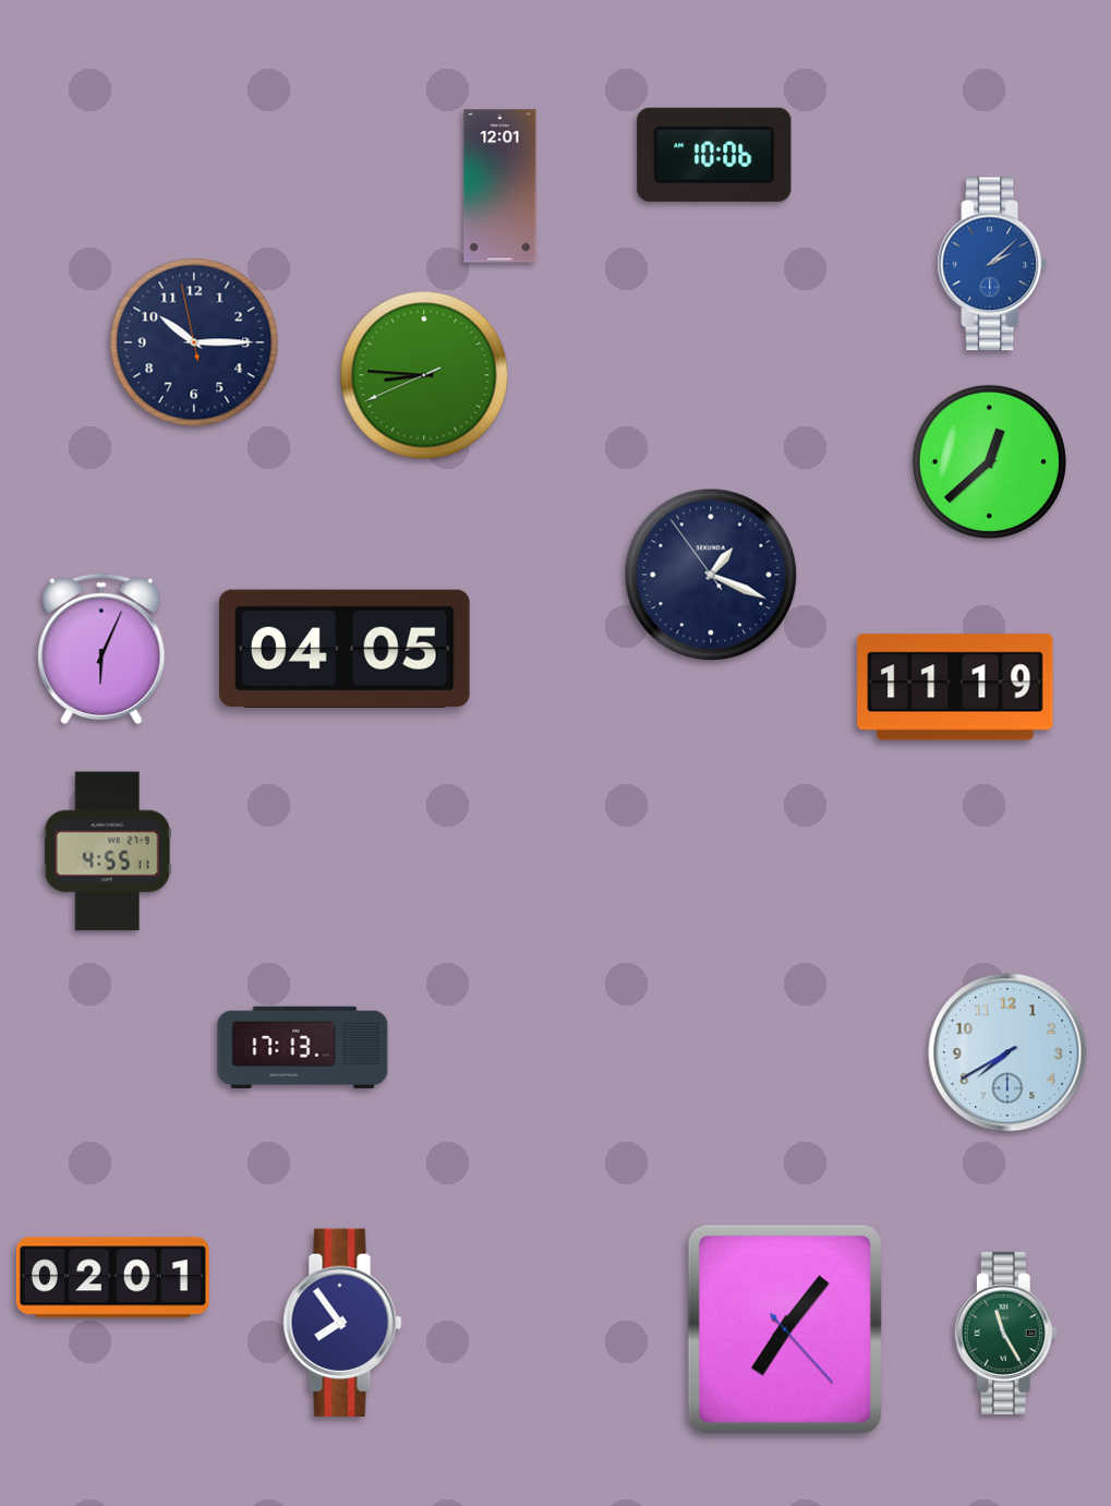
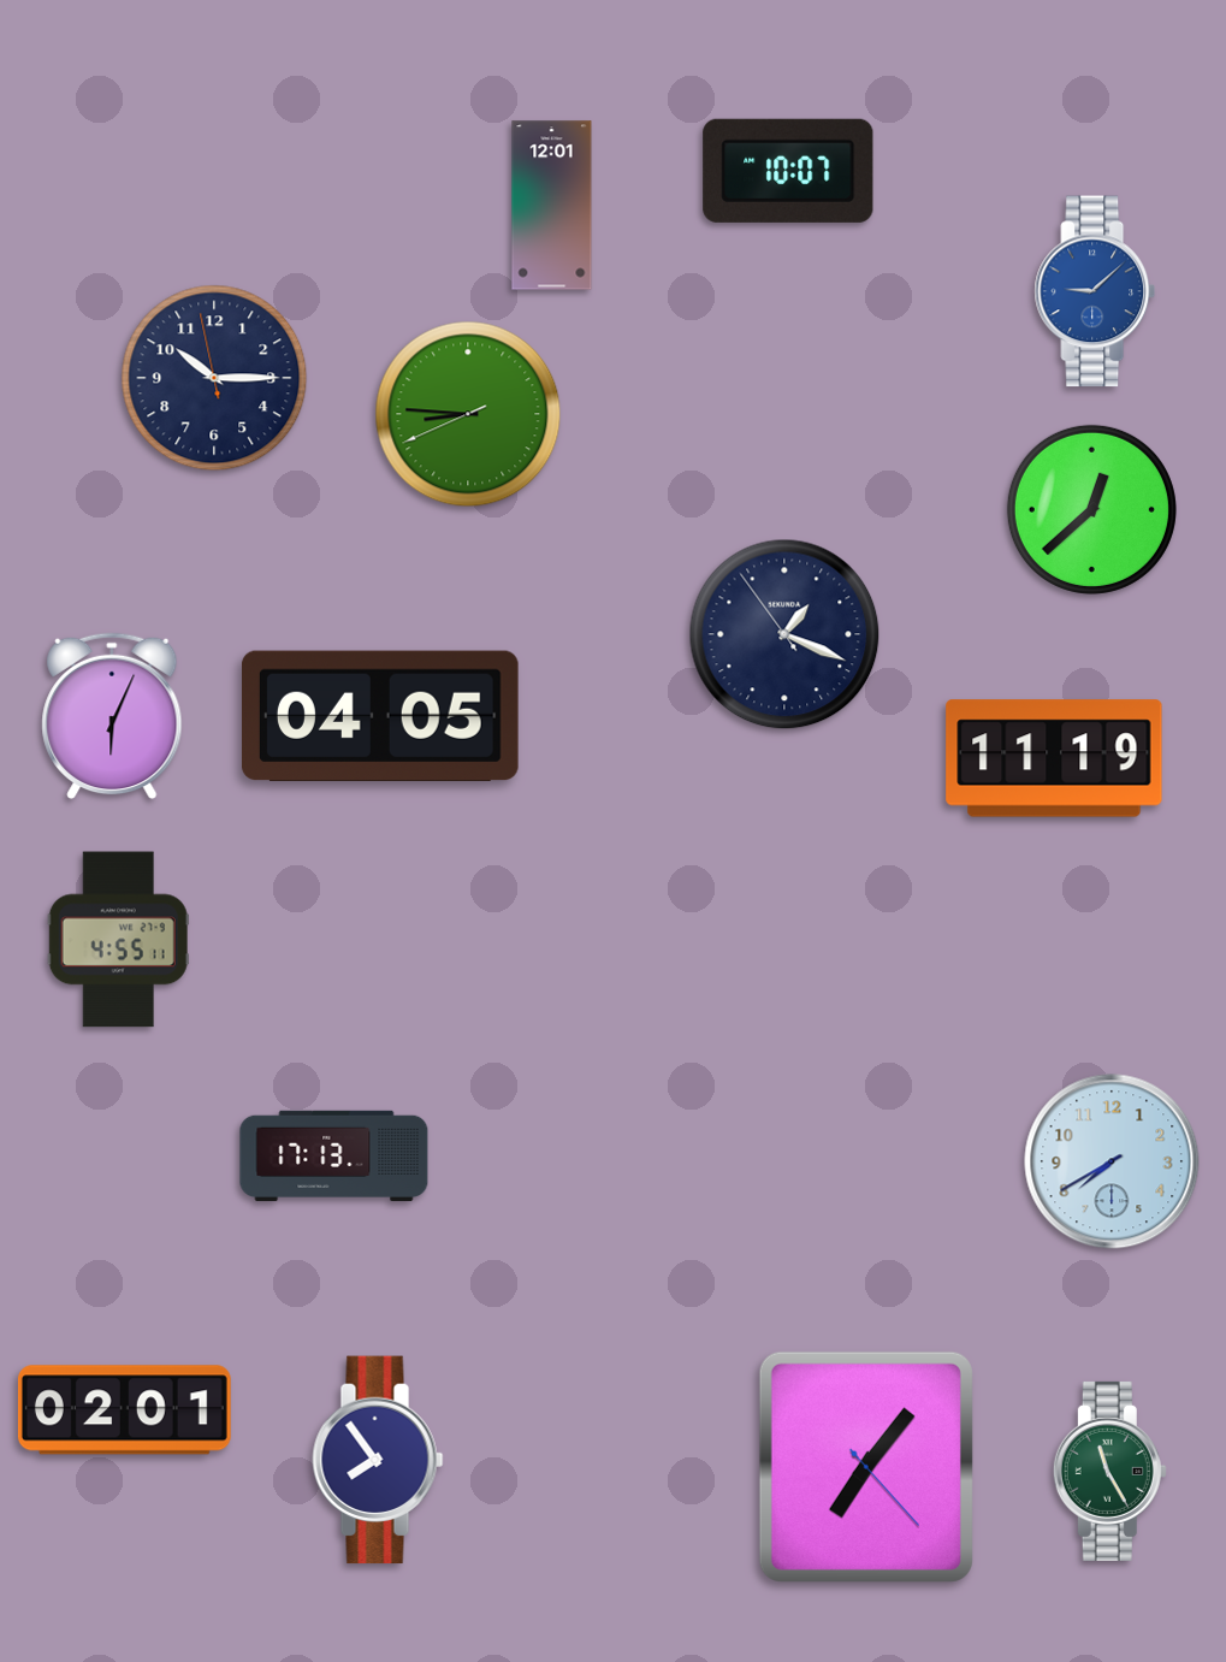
clock at (714, 155): 10:06 -> 10:07
clock at (992, 264): 2:08 -> 9:08
